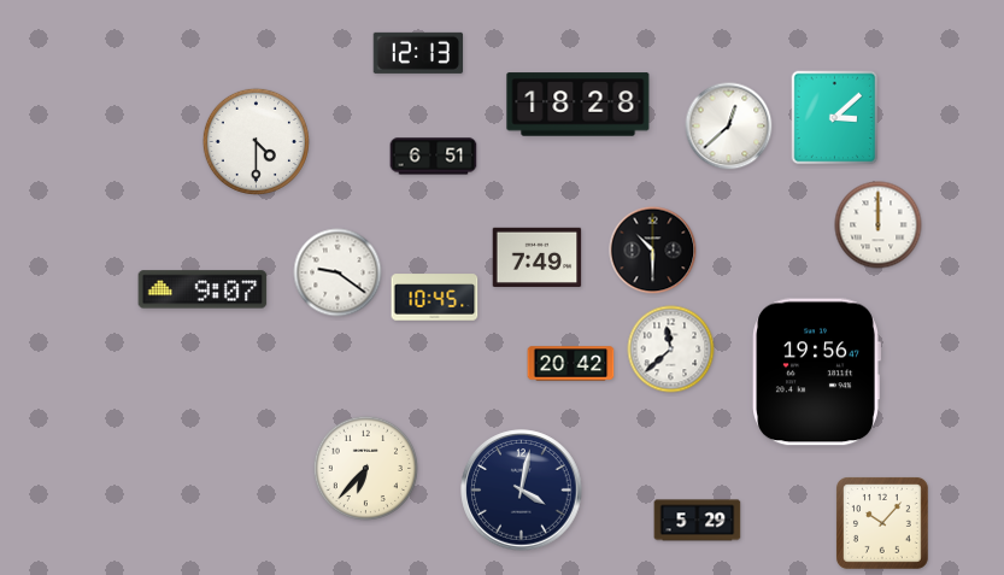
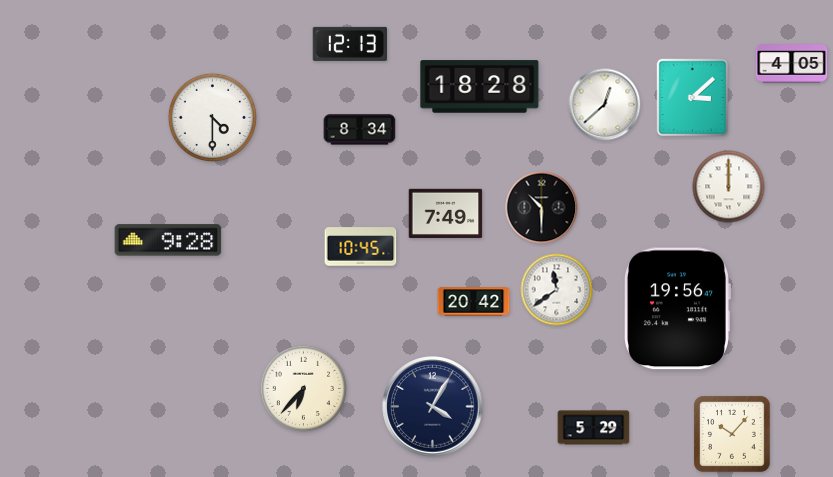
clock at (417, 53) position: (417, 53) -> (349, 44)
clock at (792, 64): none -> 4:05
clock at (434, 157): 6:51 -> 8:34
clock at (337, 272): 9:21 -> none
clock at (202, 289): 9:07 -> 9:28
clock at (671, 350): 11:38 -> 11:39
clock at (522, 491): 4:02 -> 4:05
clock at (698, 521) position: (698, 521) -> (594, 428)
